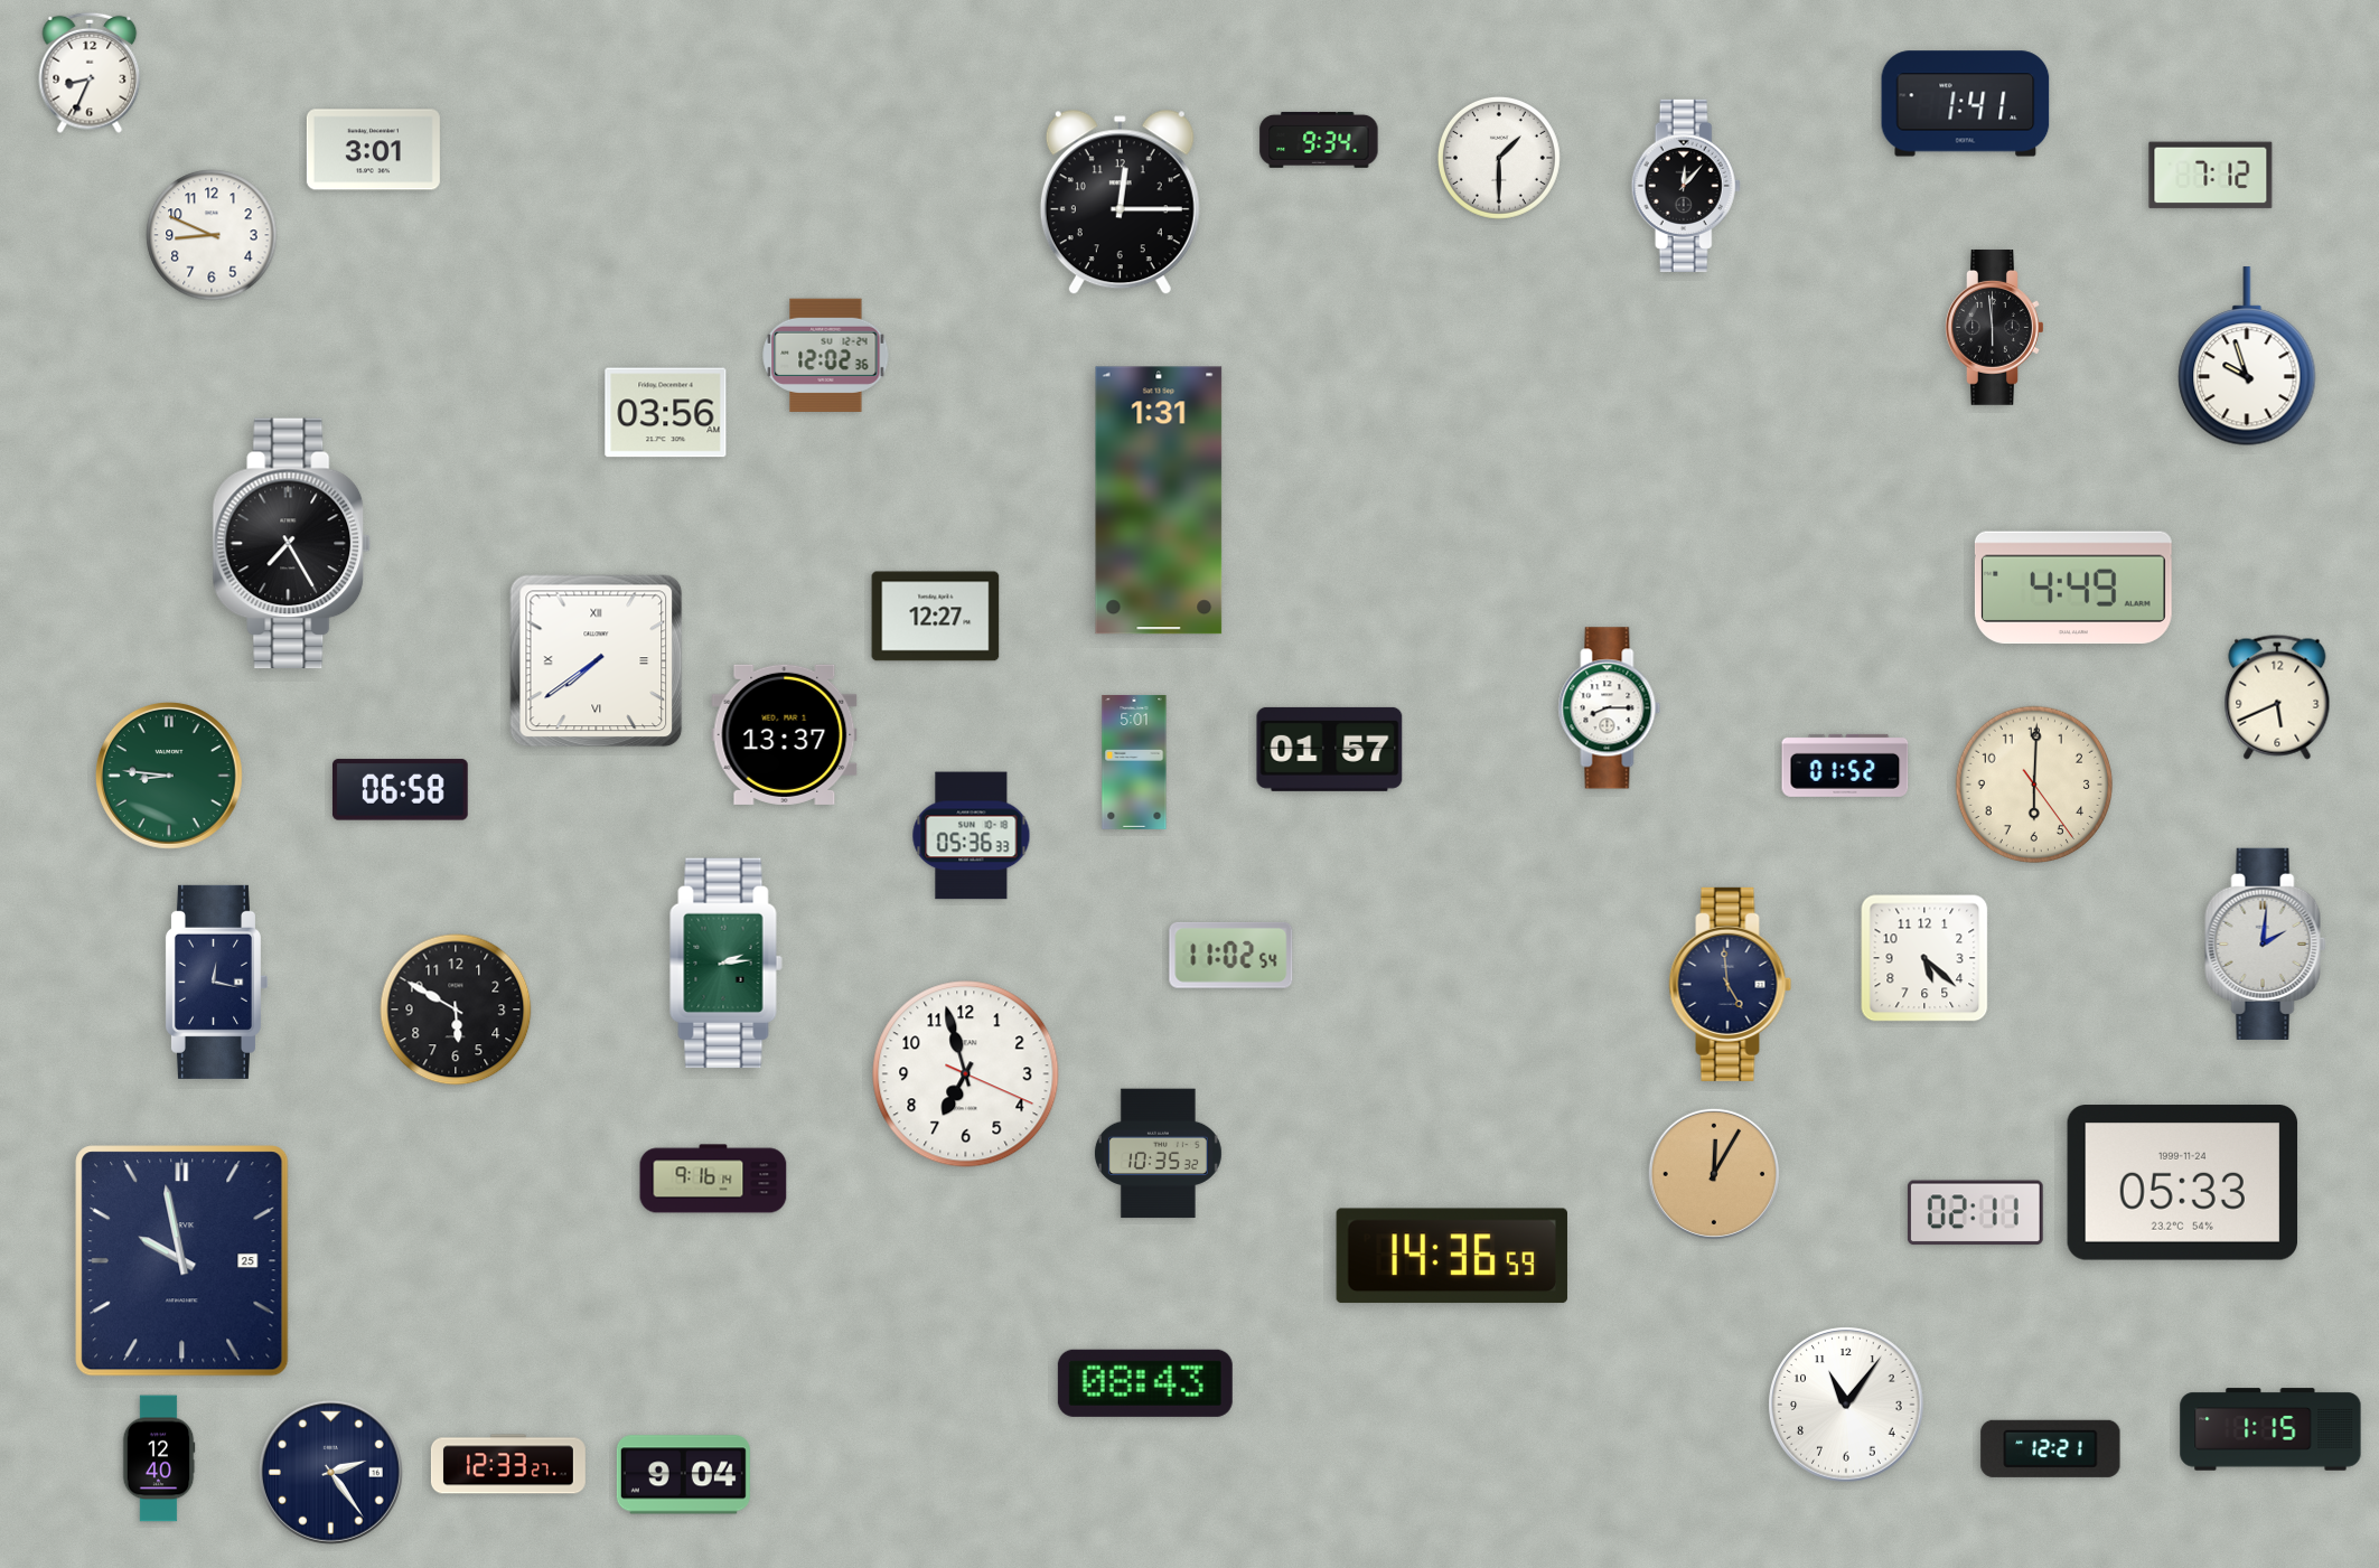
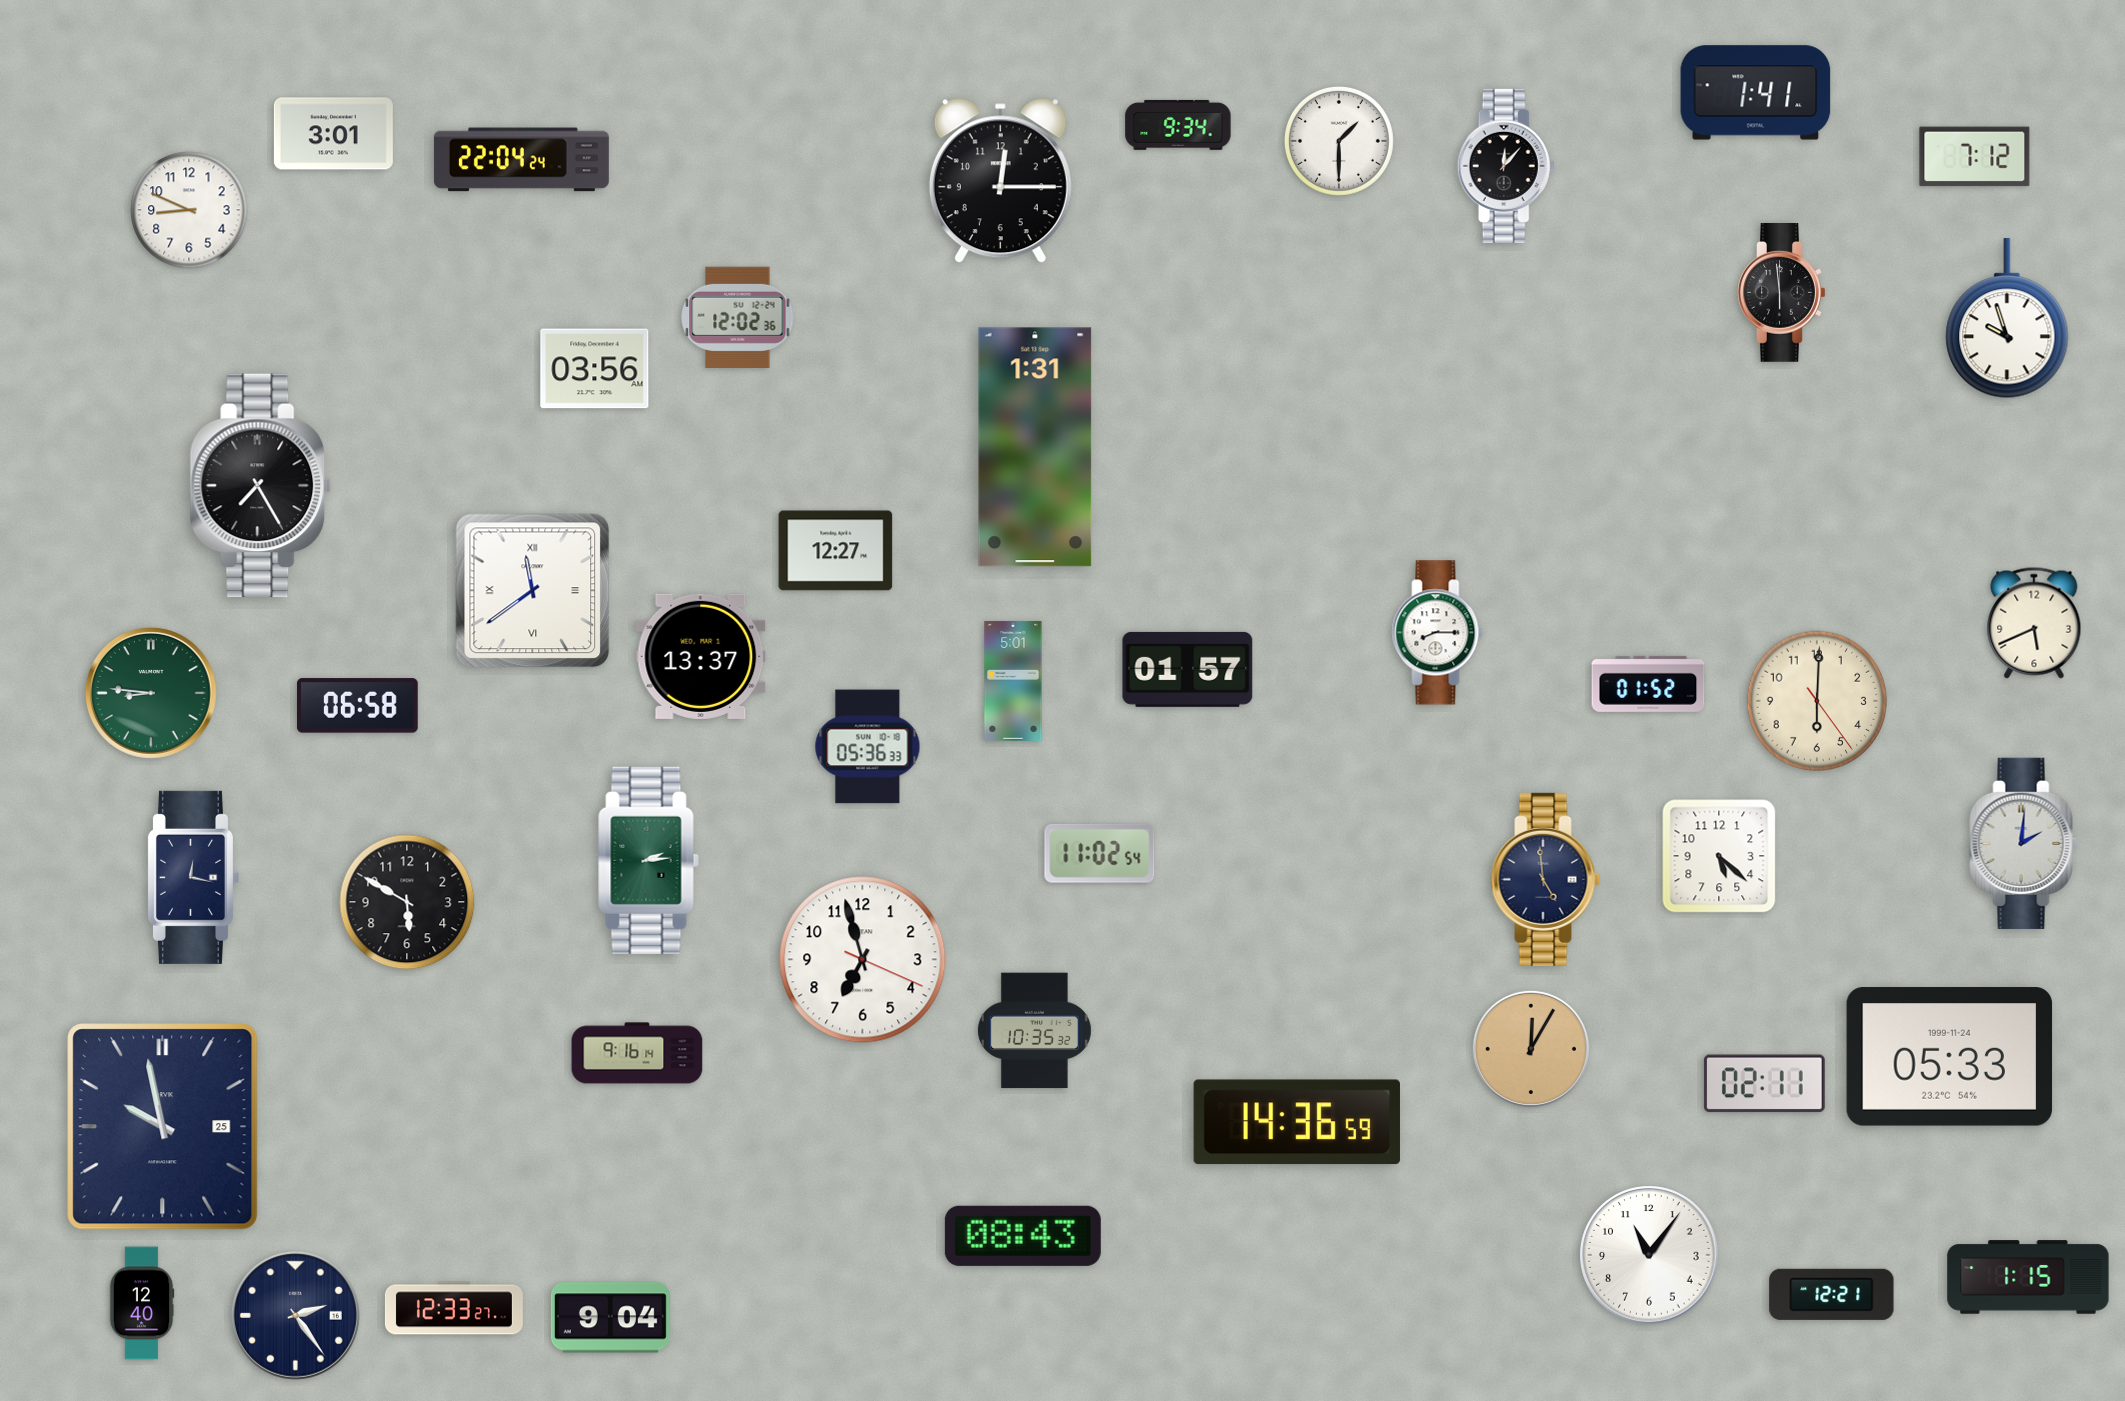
clock at (90, 73): 8:34 -> none
clock at (521, 160): none -> 22:04
clock at (2073, 588): 4:49 -> none
clock at (597, 661): 7:39 -> 11:39
